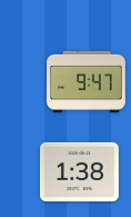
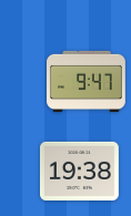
clock at (80, 171): 1:38 -> 19:38
